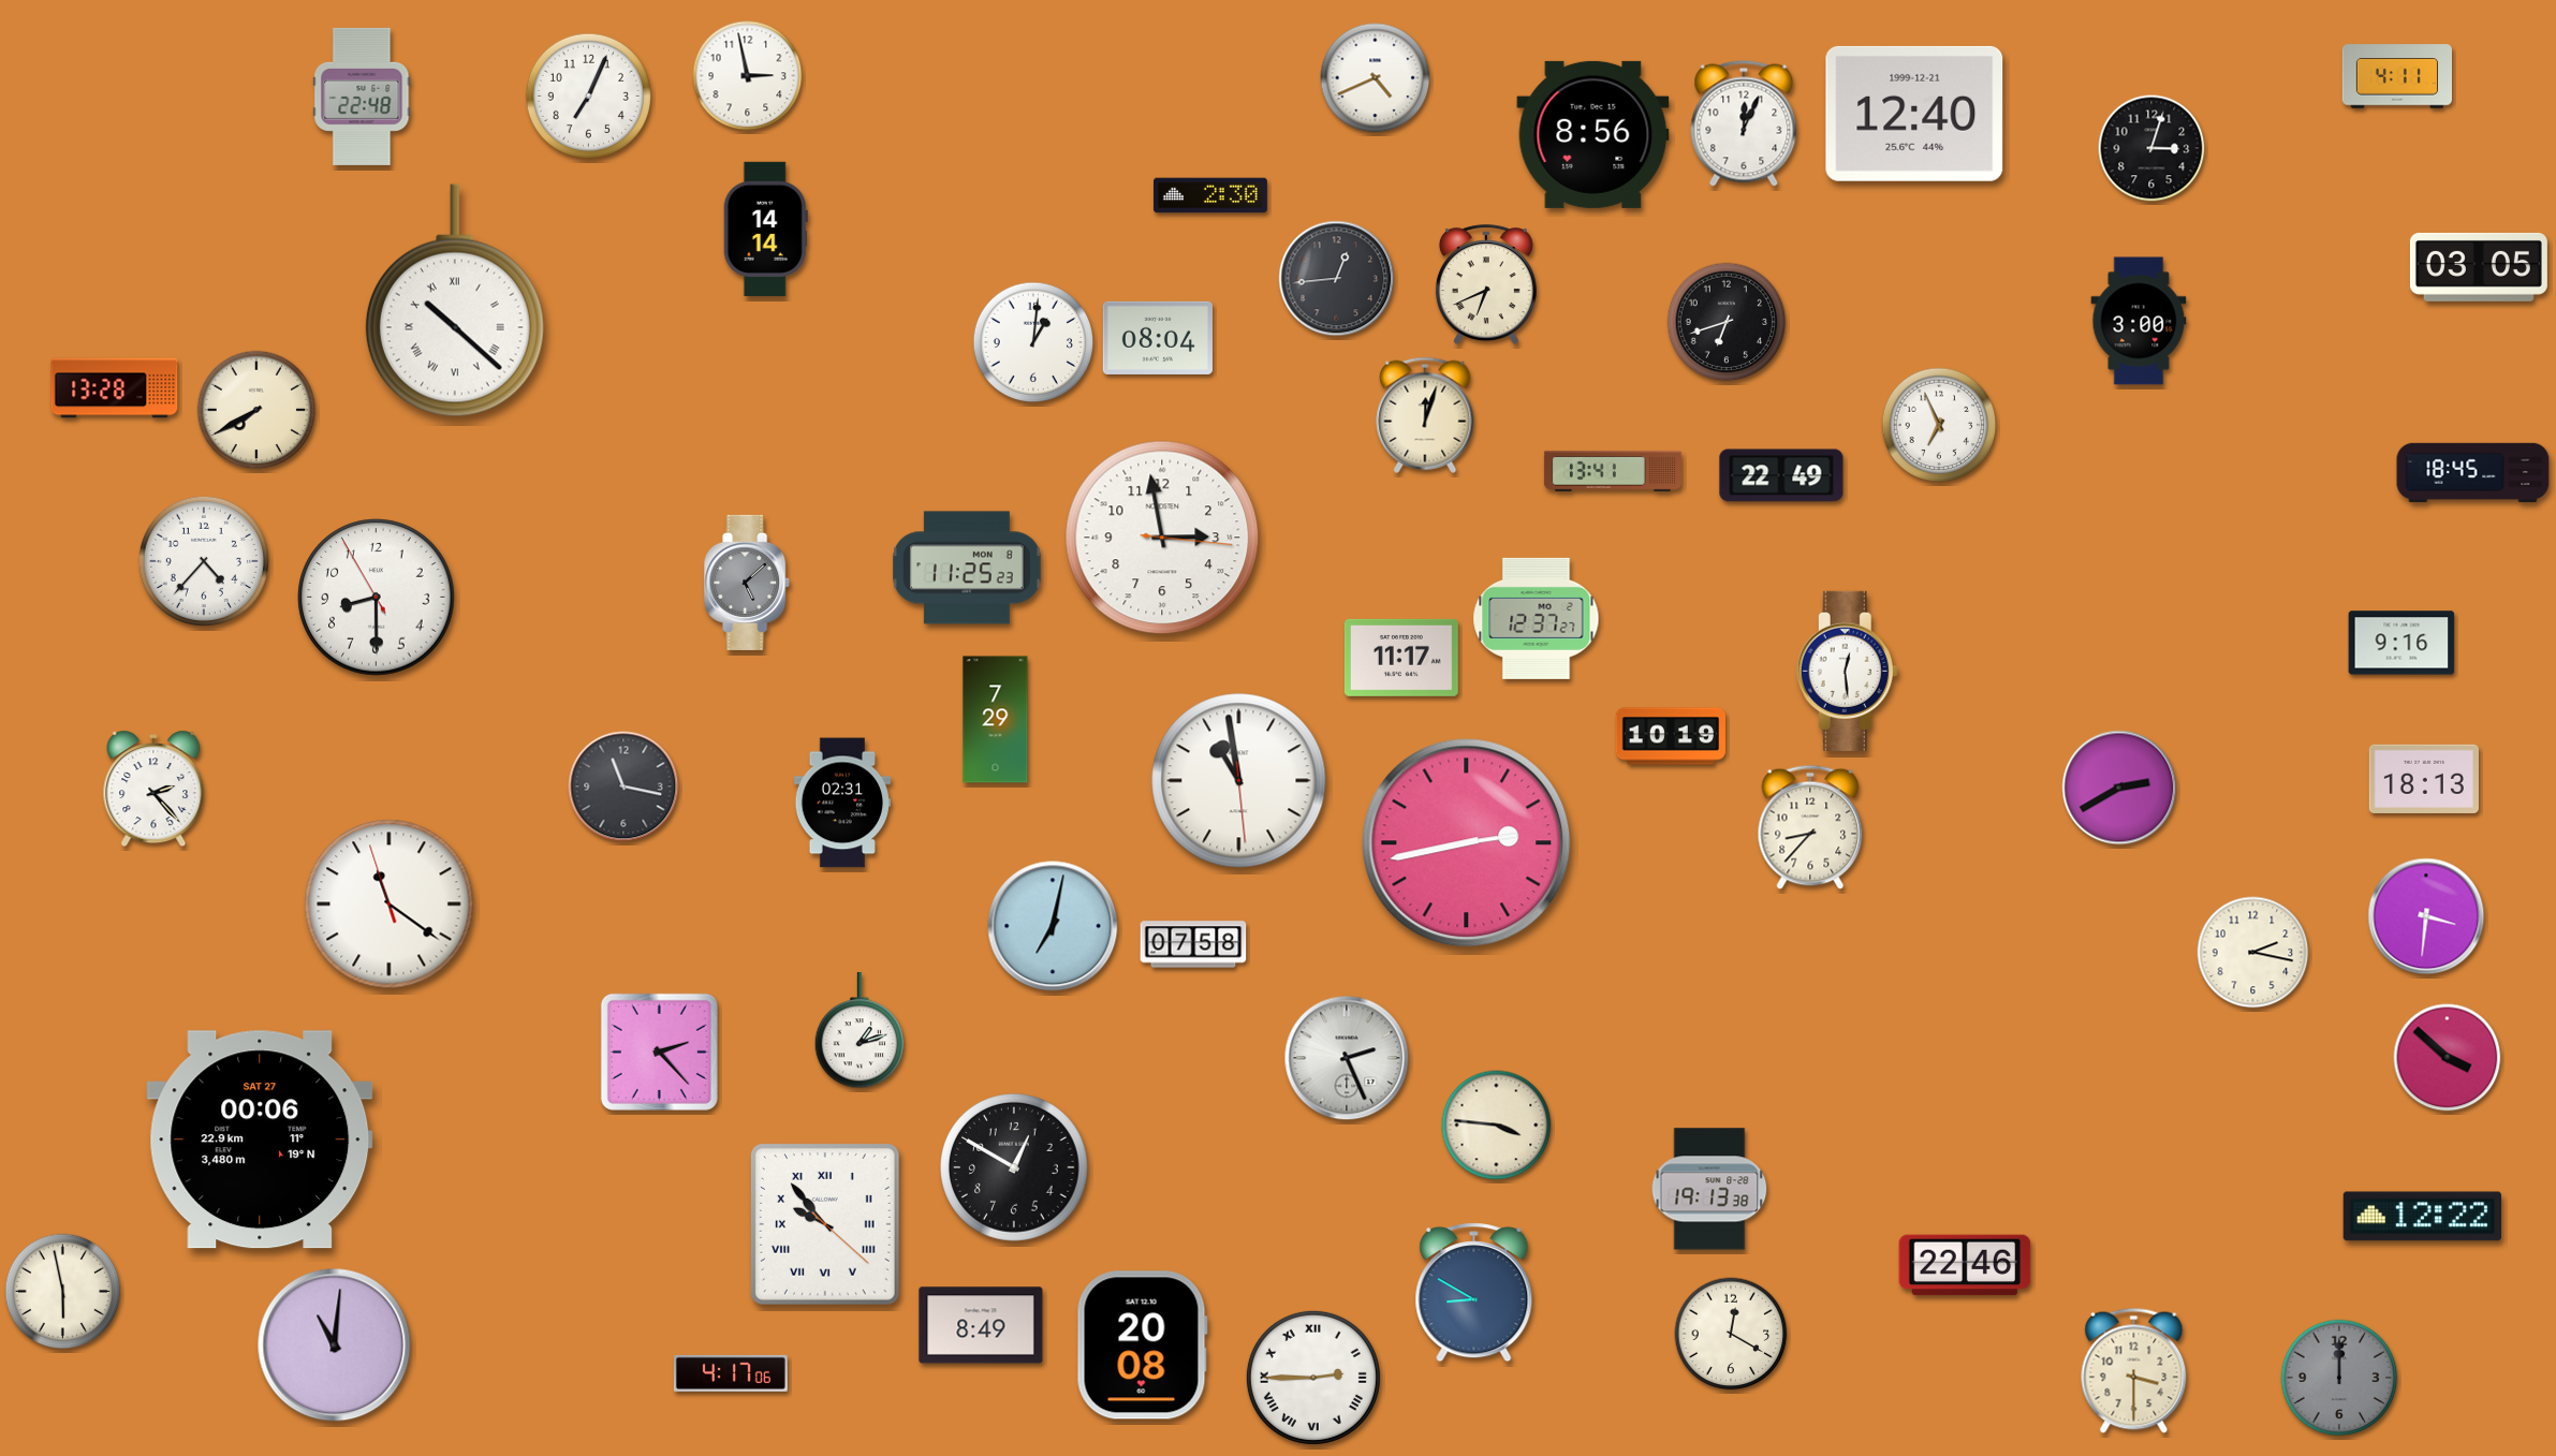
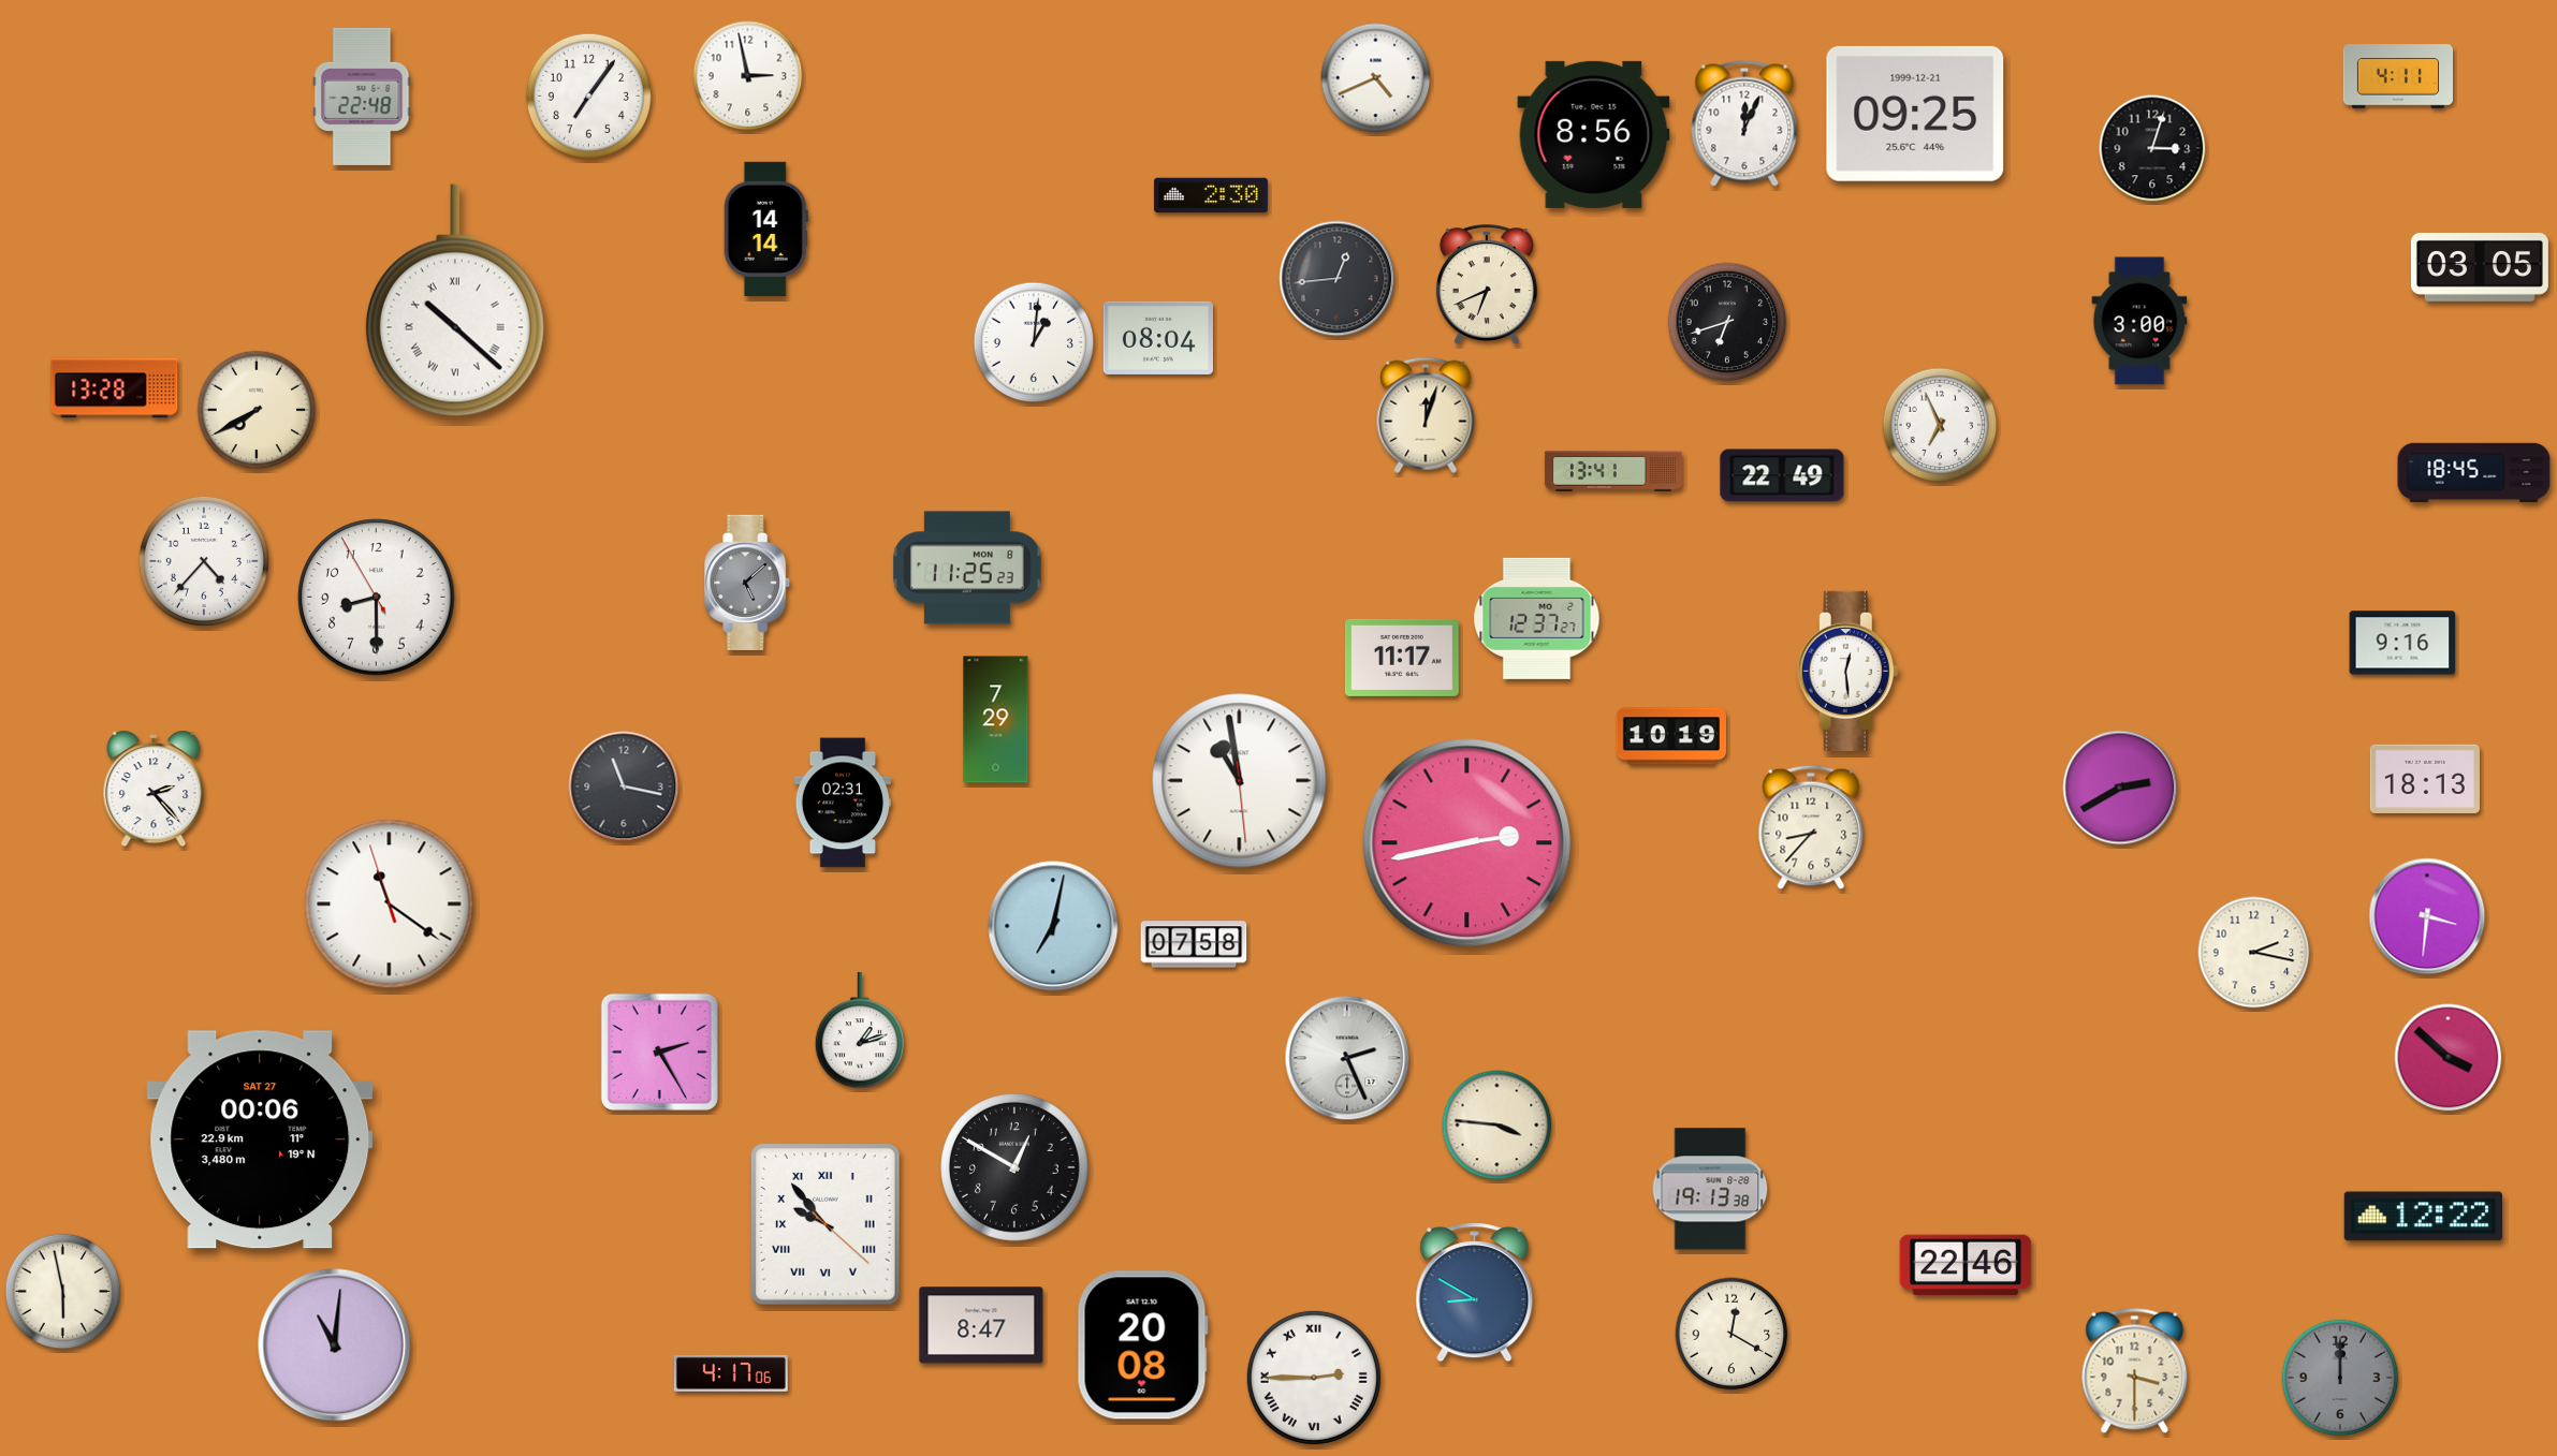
clock at (588, 95): 7:04 -> 7:06
clock at (1914, 114): 12:40 -> 09:25
clock at (1162, 538): 2:58 -> none
clock at (659, 1051): 2:23 -> 2:25
clock at (981, 1325): 8:49 -> 8:47
